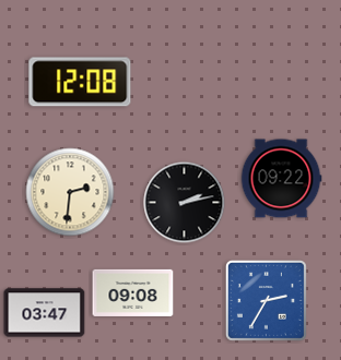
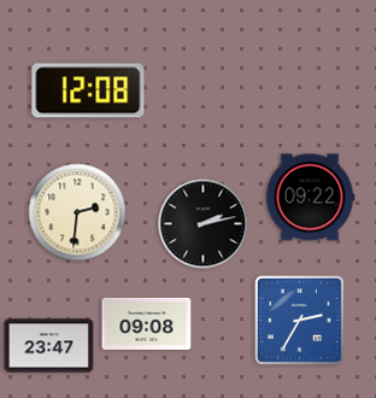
clock at (266, 300) position: (266, 300) -> (299, 320)
clock at (45, 313): 03:47 -> 23:47
